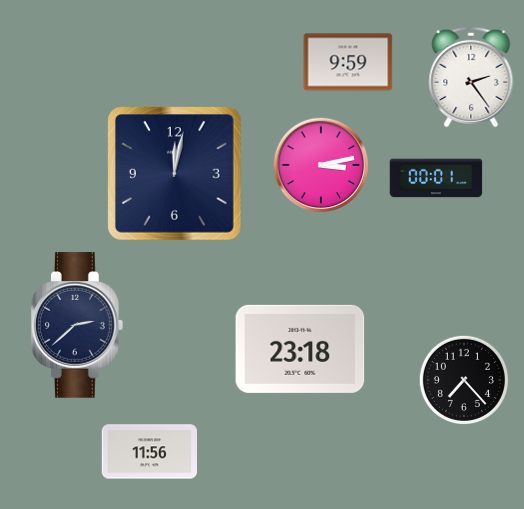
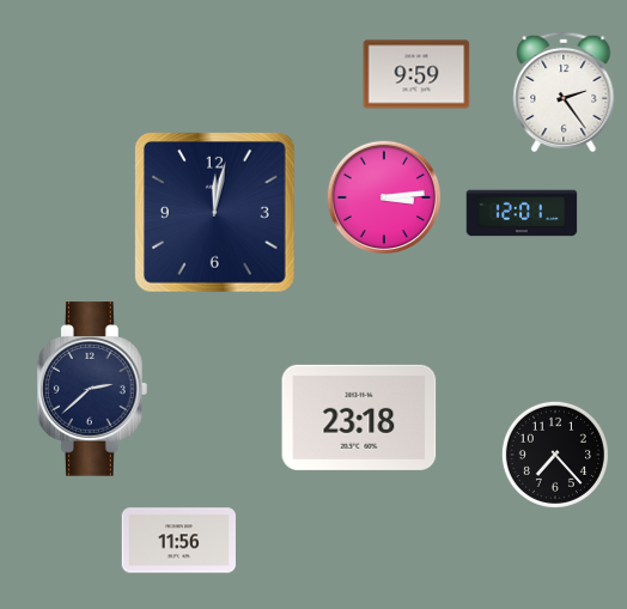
clock at (321, 165): 3:13 -> 3:14
clock at (175, 174) position: (175, 174) -> (215, 213)
clock at (436, 178): 00:01 -> 12:01
